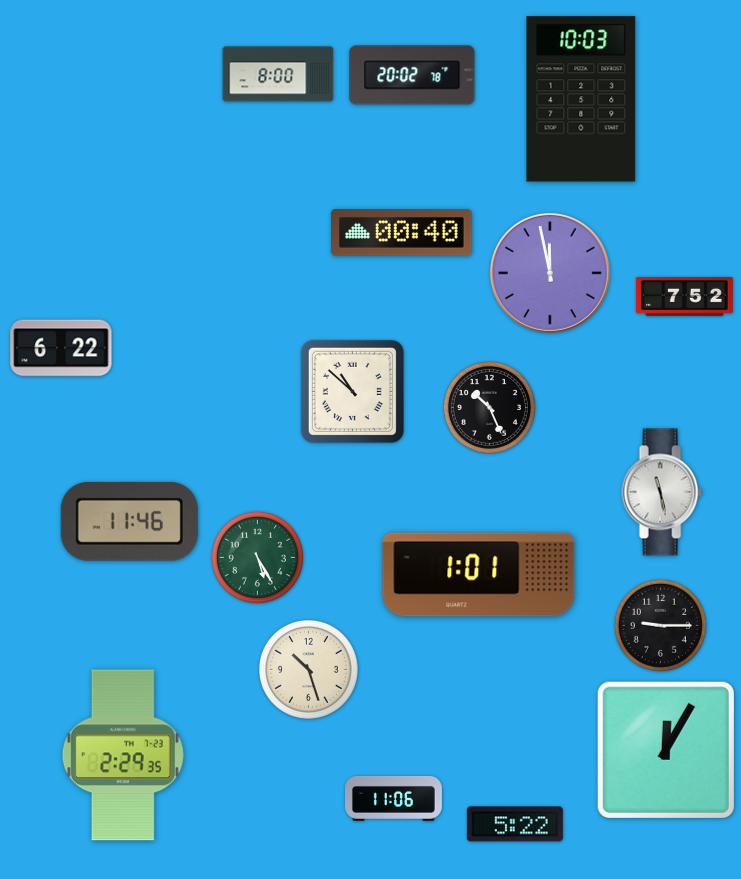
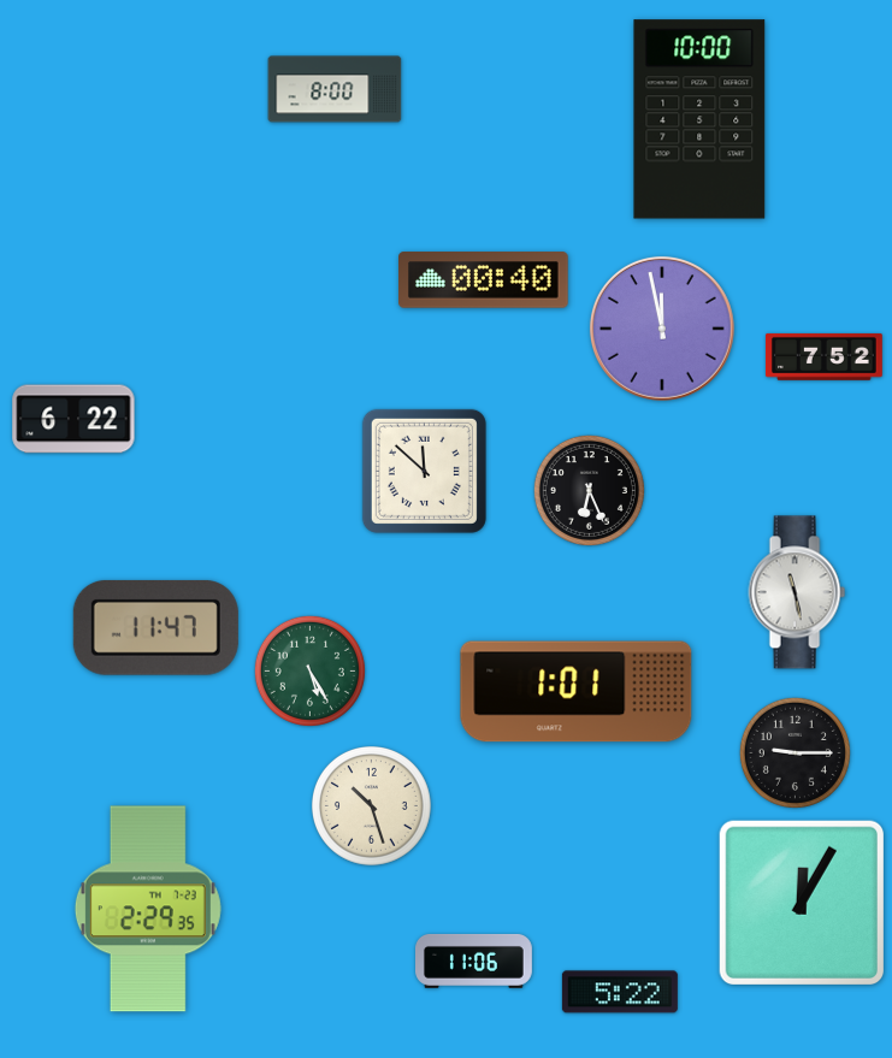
clock at (412, 75): 20:02 -> none
clock at (581, 99): 10:03 -> 10:00
clock at (352, 391): 10:52 -> 11:52
clock at (489, 407): 10:26 -> 6:26
clock at (129, 521): 11:46 -> 11:47
